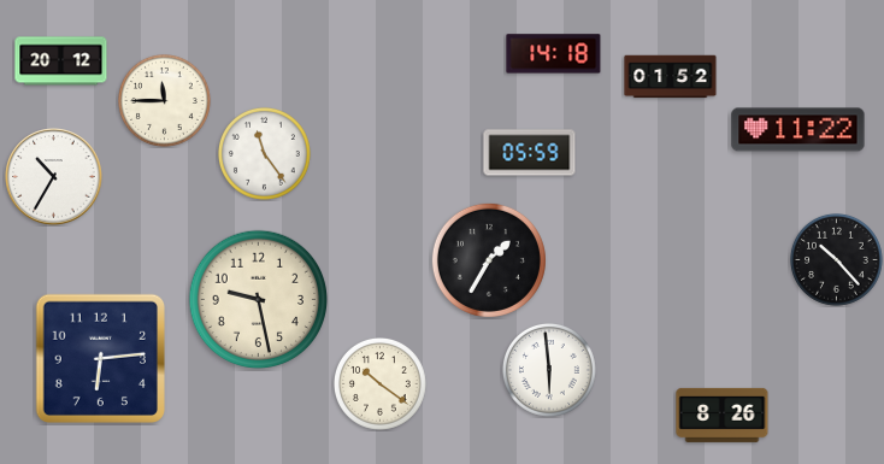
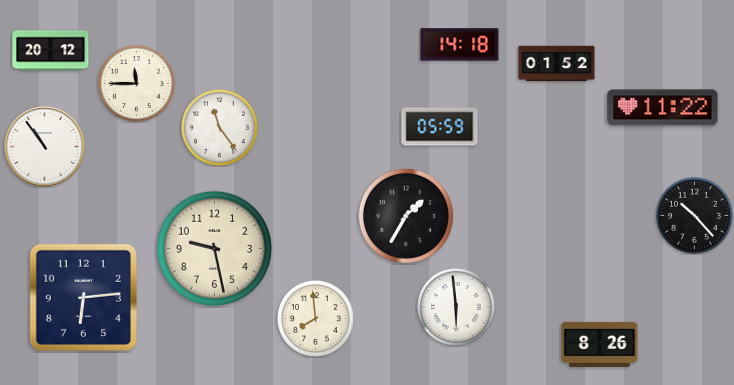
clock at (54, 177): 10:35 -> 10:54
clock at (381, 384): 10:21 -> 7:59
